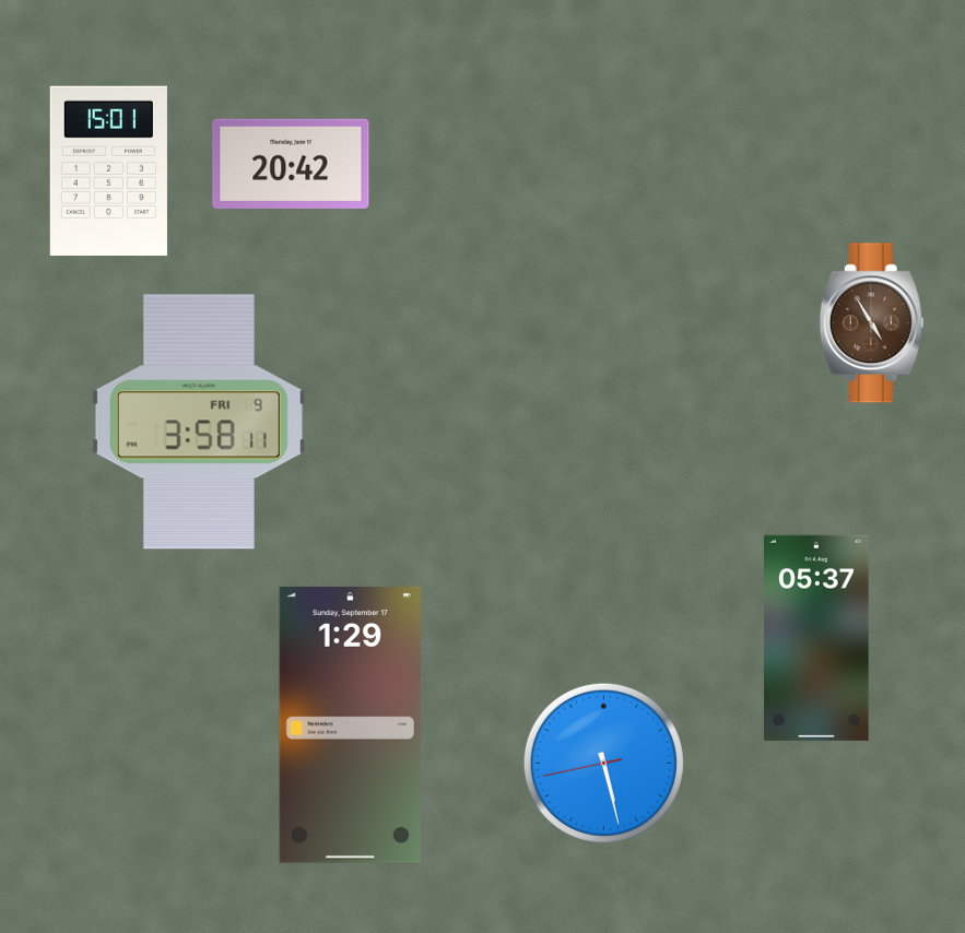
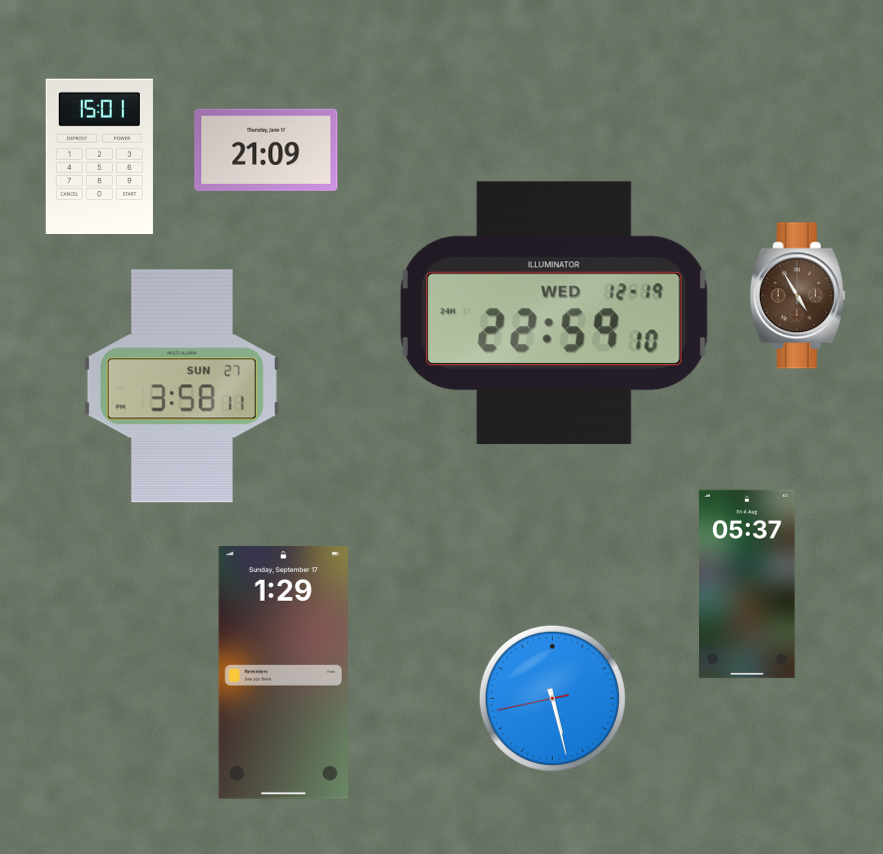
clock at (291, 164): 20:42 -> 21:09
clock at (554, 313): none -> 22:59
clock at (199, 422) date: FRI 9 -> SUN 27
clock at (350, 724) position: (350, 724) -> (283, 672)
